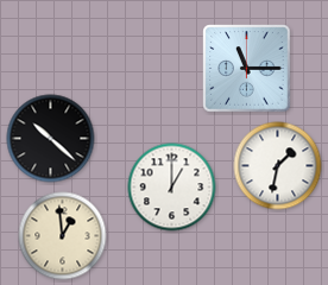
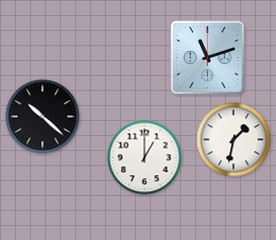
clock at (247, 69): 11:15 -> 11:12
clock at (63, 236): 12:59 -> none
